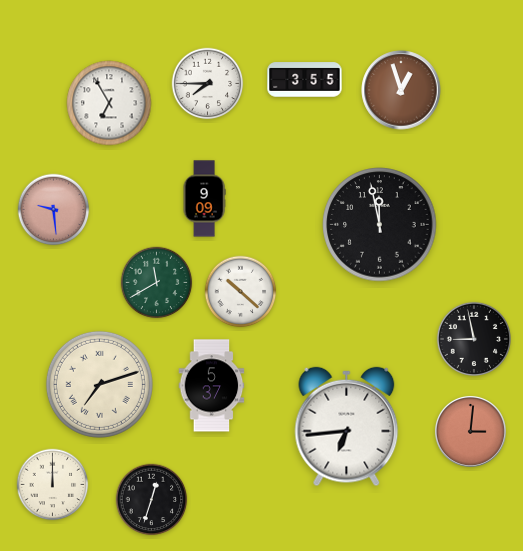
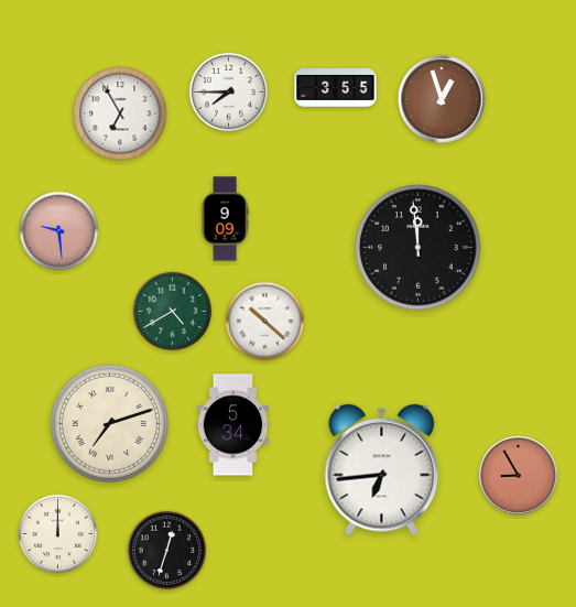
clock at (380, 225): 11:58 -> 11:59
clock at (157, 283): 11:40 -> 4:40
clock at (473, 338): 8:58 -> none
clock at (212, 386): 5:37 -> 5:34
clock at (470, 431): 3:01 -> 8:55
